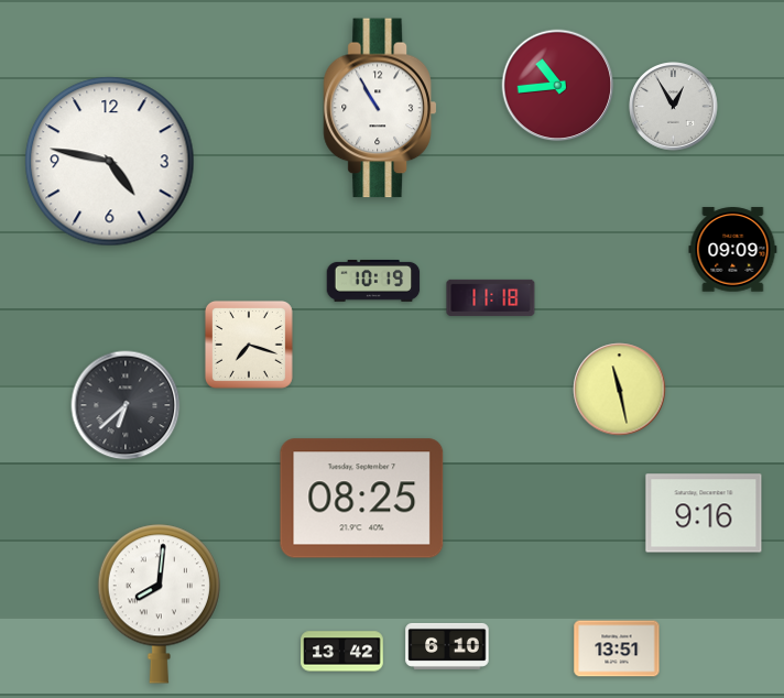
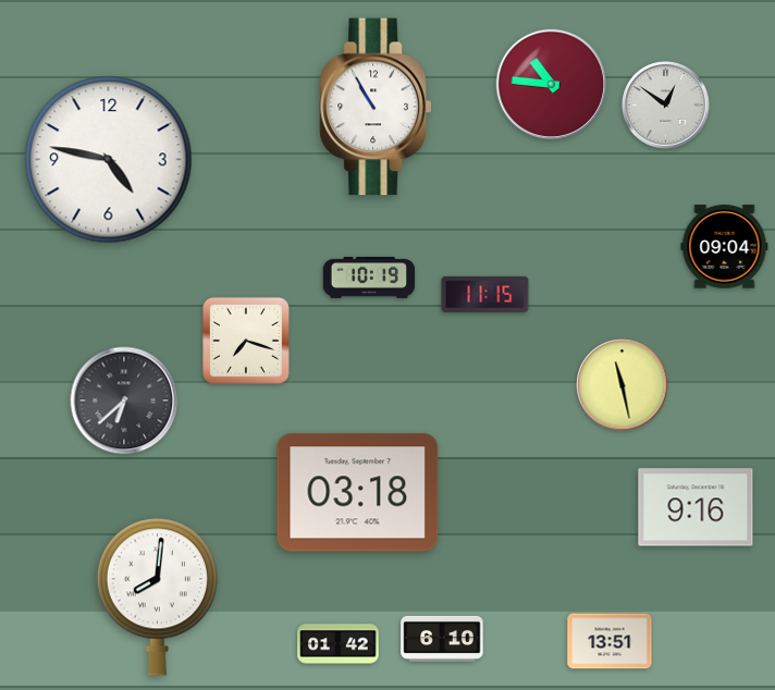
clock at (558, 86): 10:44 -> 10:46
clock at (674, 107): 12:55 -> 12:51
clock at (733, 250): 09:09 -> 09:04
clock at (491, 297): 11:18 -> 11:15
clock at (620, 390) position: (620, 390) -> (623, 385)
clock at (362, 499): 08:25 -> 03:18
clock at (342, 652): 13:42 -> 01:42
